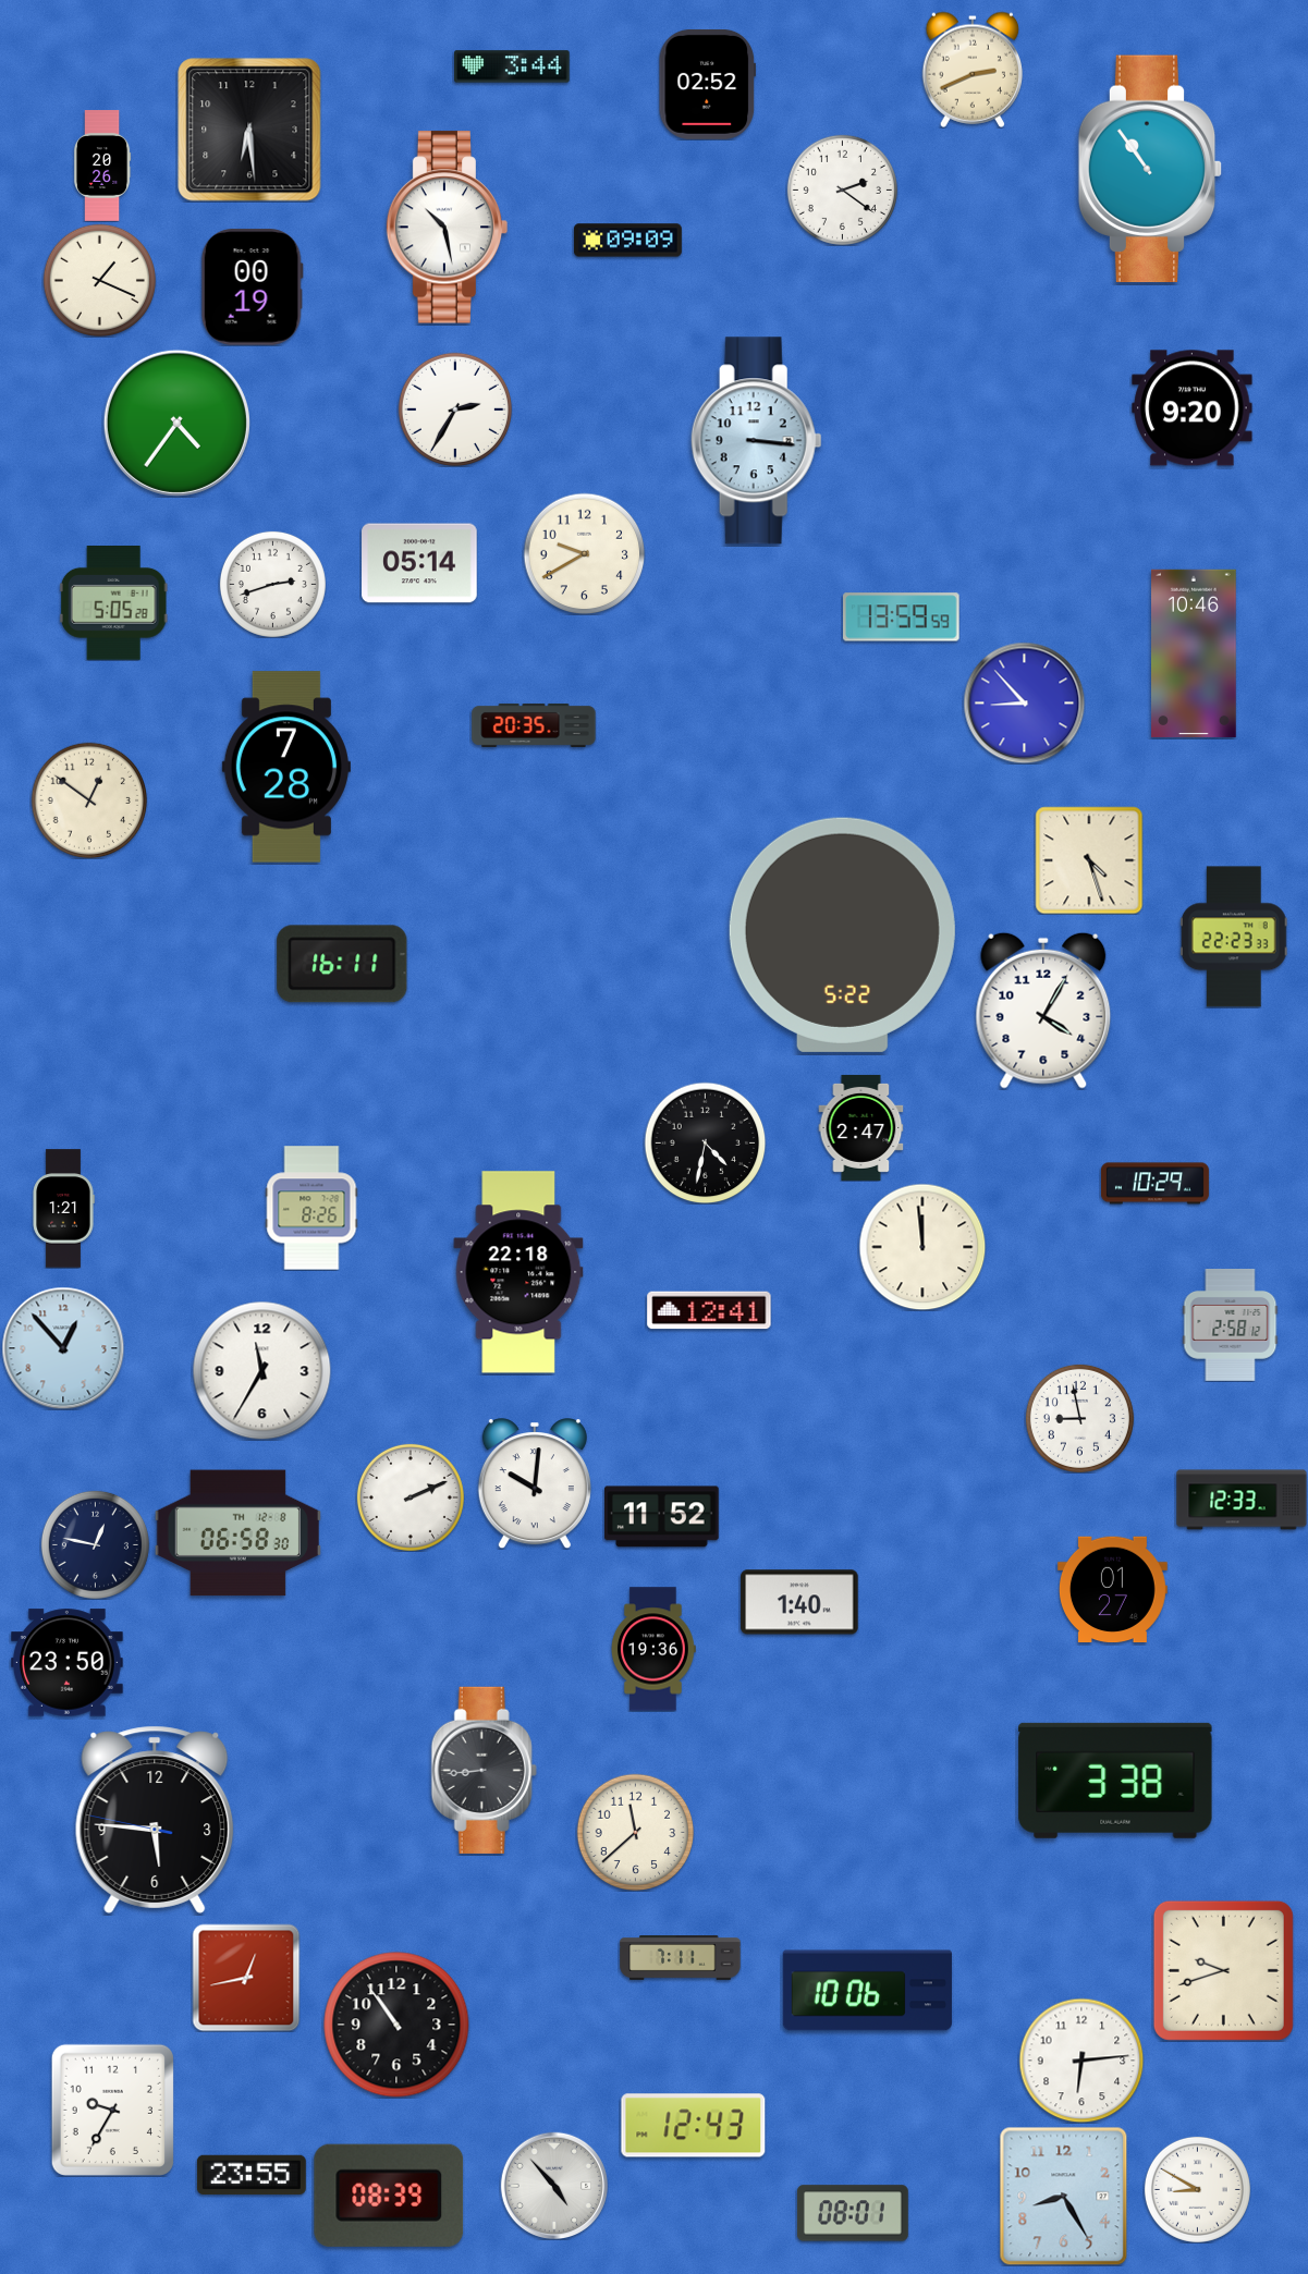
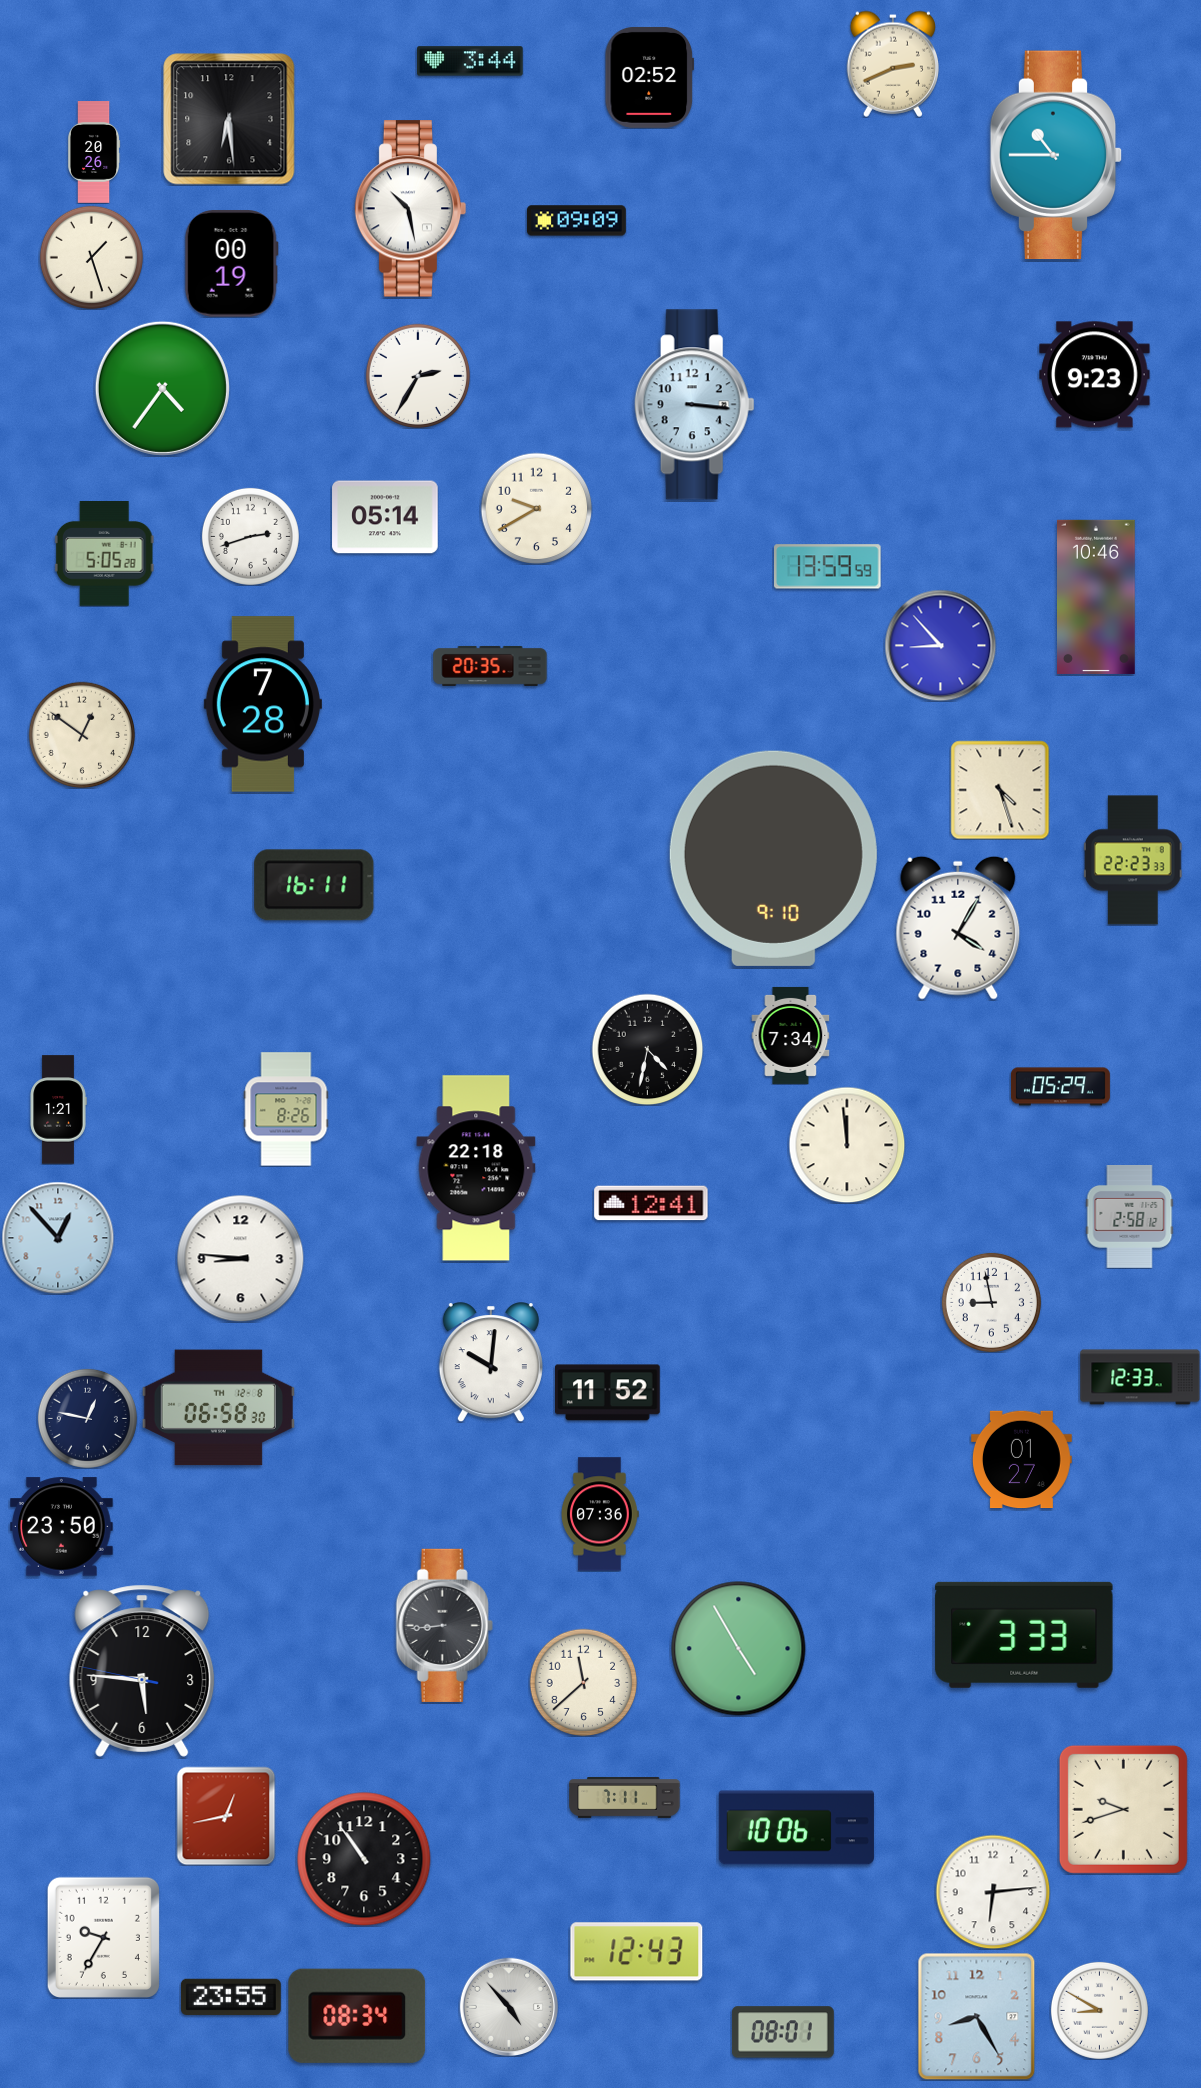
clock at (1150, 169): 10:54 -> 10:45
clock at (842, 189): 2:21 -> none
clock at (99, 280): 1:19 -> 1:27
clock at (1193, 408): 9:20 -> 9:23
clock at (1195, 653) position: (1195, 653) -> (1097, 597)
clock at (842, 934): 5:22 -> 9:10
clock at (861, 1127): 2:47 -> 7:34
clock at (1154, 1184): 10:29 -> 05:29
clock at (261, 1370): 11:35 -> 8:46
clock at (411, 1497): 2:11 -> none
clock at (799, 1602): 1:40 -> none
clock at (653, 1649): 19:36 -> 07:36
clock at (1115, 1781): 3:38 -> 3:33
clock at (739, 1649): none -> 4:55
clock at (389, 2196): 08:39 -> 08:34
